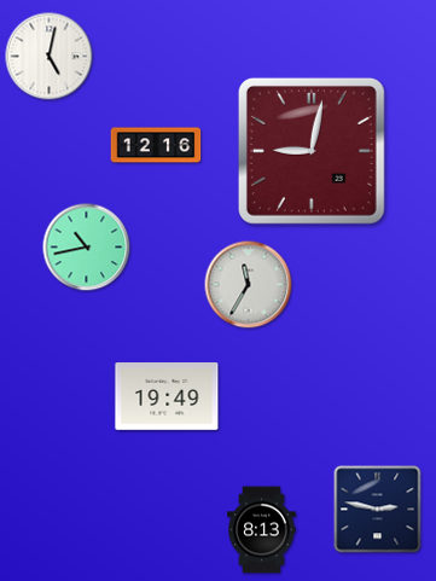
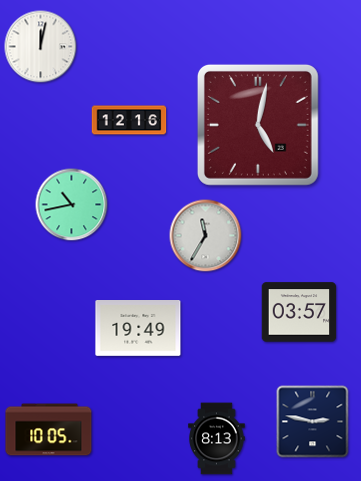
clock at (50, 57): 5:02 -> 12:02
clock at (312, 151): 9:02 -> 5:02
clock at (299, 312): none -> 03:57
clock at (49, 430): none -> 10:05
